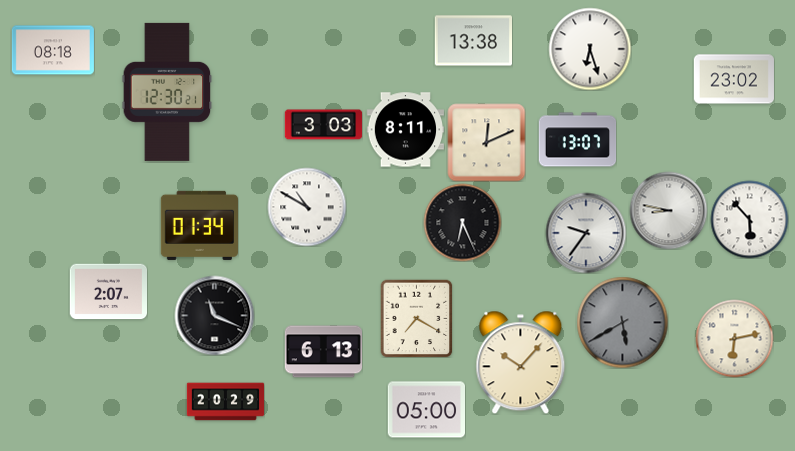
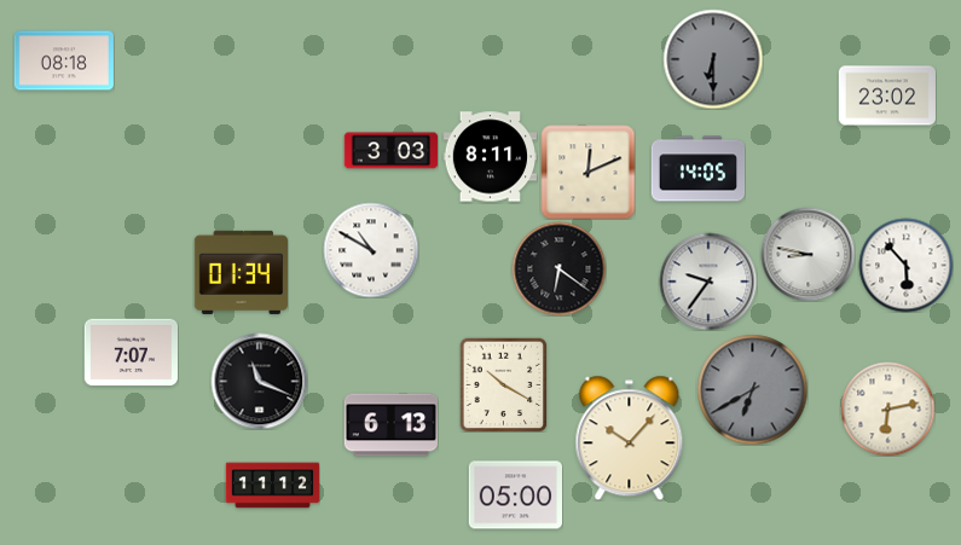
clock at (473, 41): 13:38 -> none
clock at (590, 49): 6:27 -> 6:30
clock at (590, 49) dial: white -> grey
clock at (167, 92): 12:30 -> none
clock at (577, 140): 13:07 -> 14:05
clock at (462, 222): 6:26 -> 6:21
clock at (108, 292): 2:07 -> 7:07
clock at (417, 318): 7:20 -> 10:20
clock at (622, 322): 5:40 -> 6:40
clock at (225, 402): 20:29 -> 11:12
